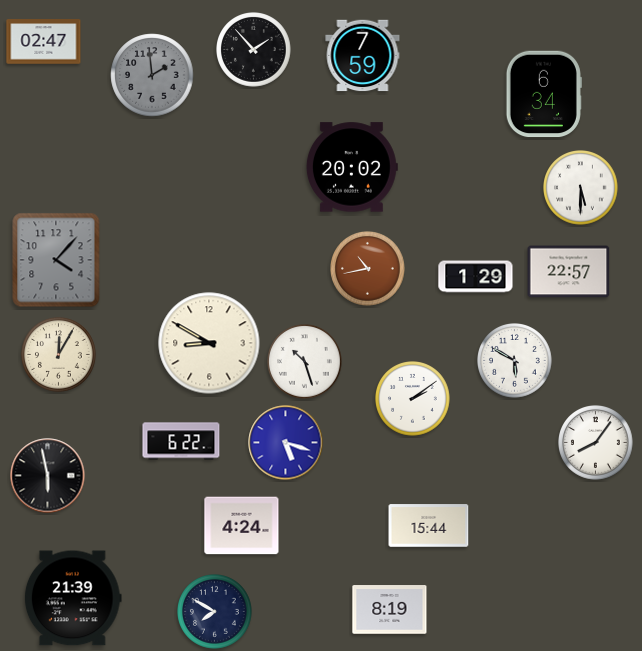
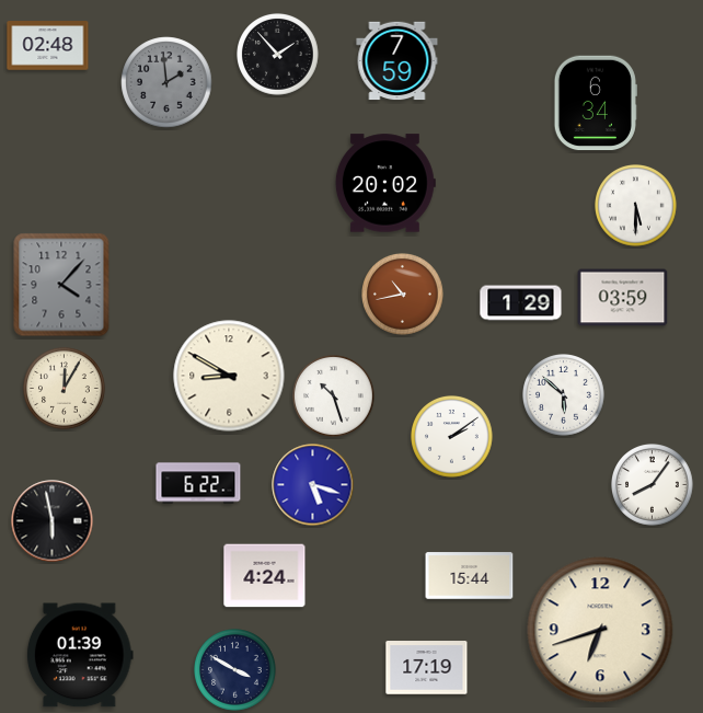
clock at (44, 42): 02:47 -> 02:48
clock at (569, 272): 22:57 -> 03:59
clock at (515, 361): 5:50 -> 5:52
clock at (600, 630): none -> 6:42
clock at (73, 598): 21:39 -> 01:39
clock at (390, 610): 8:19 -> 17:19
clock at (215, 612): 7:50 -> 3:50
